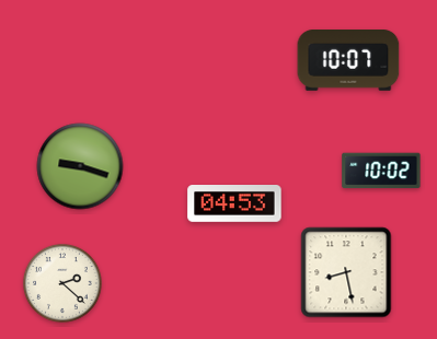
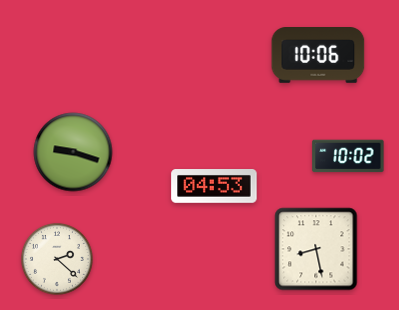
clock at (348, 61): 10:07 -> 10:06
